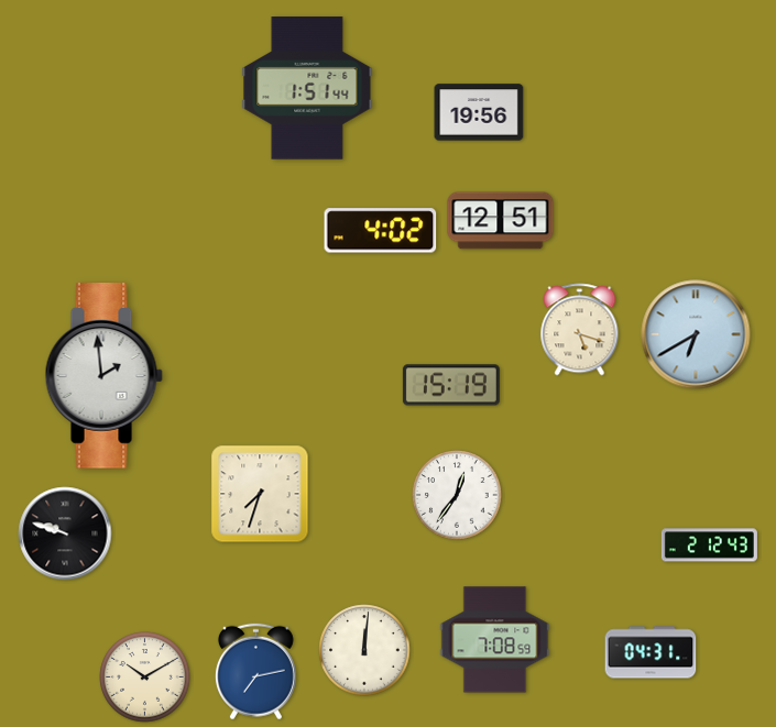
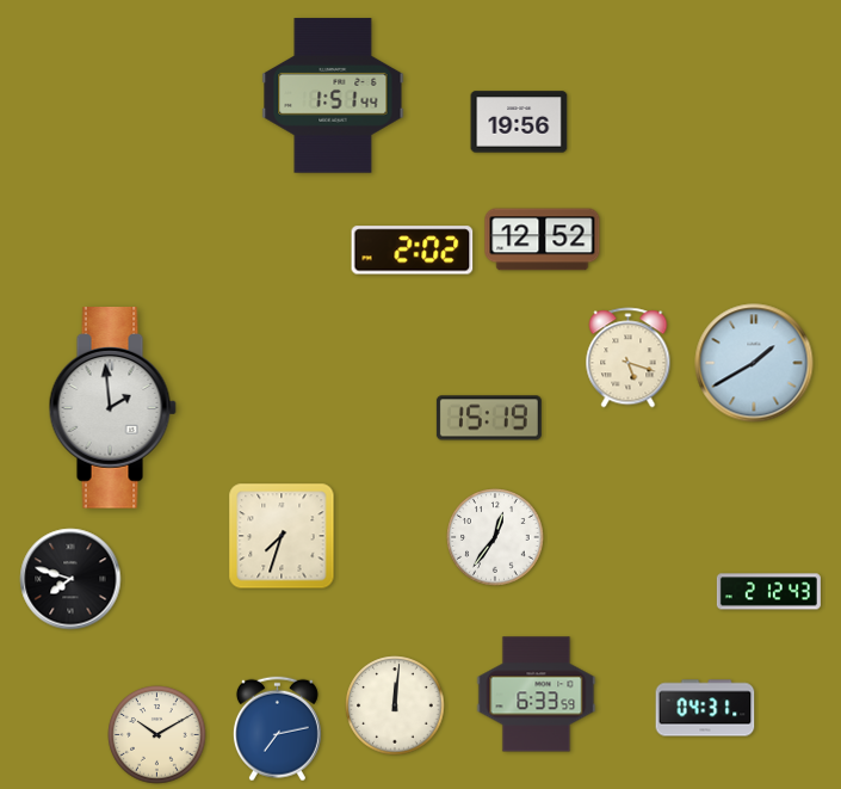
clock at (501, 221): 12:51 -> 12:52
clock at (381, 231): 4:02 -> 2:02
clock at (696, 334): 6:40 -> 1:40
clock at (65, 533): 9:48 -> 7:48
clock at (495, 640): 7:08 -> 6:33
